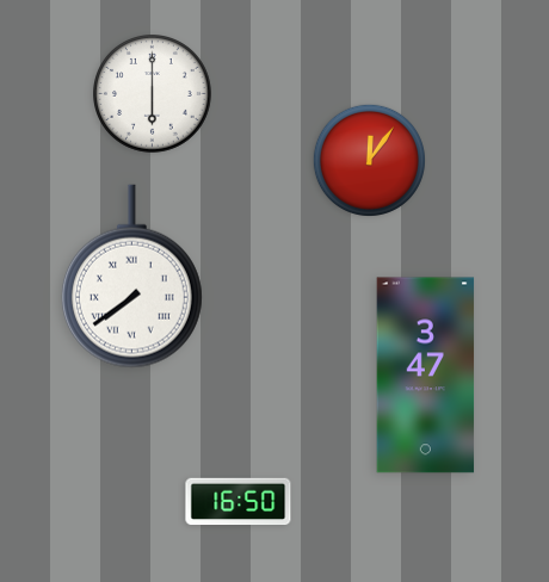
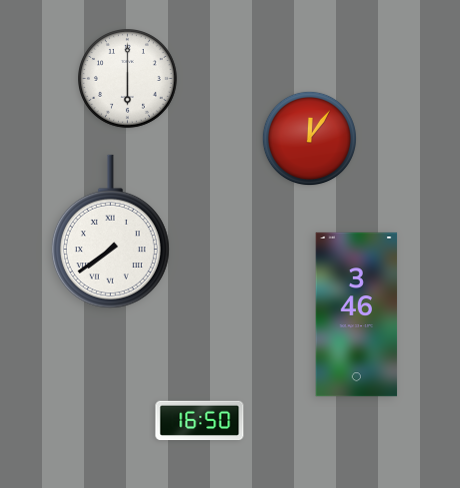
clock at (369, 160) position: (369, 160) -> (309, 138)
clock at (426, 376): 3:47 -> 3:46
